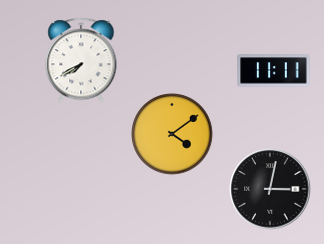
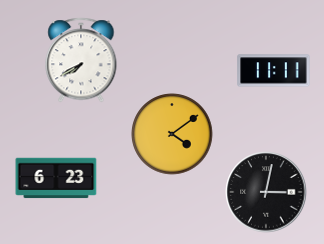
clock at (56, 178): none -> 6:23
clock at (270, 189) position: (270, 189) -> (266, 192)
